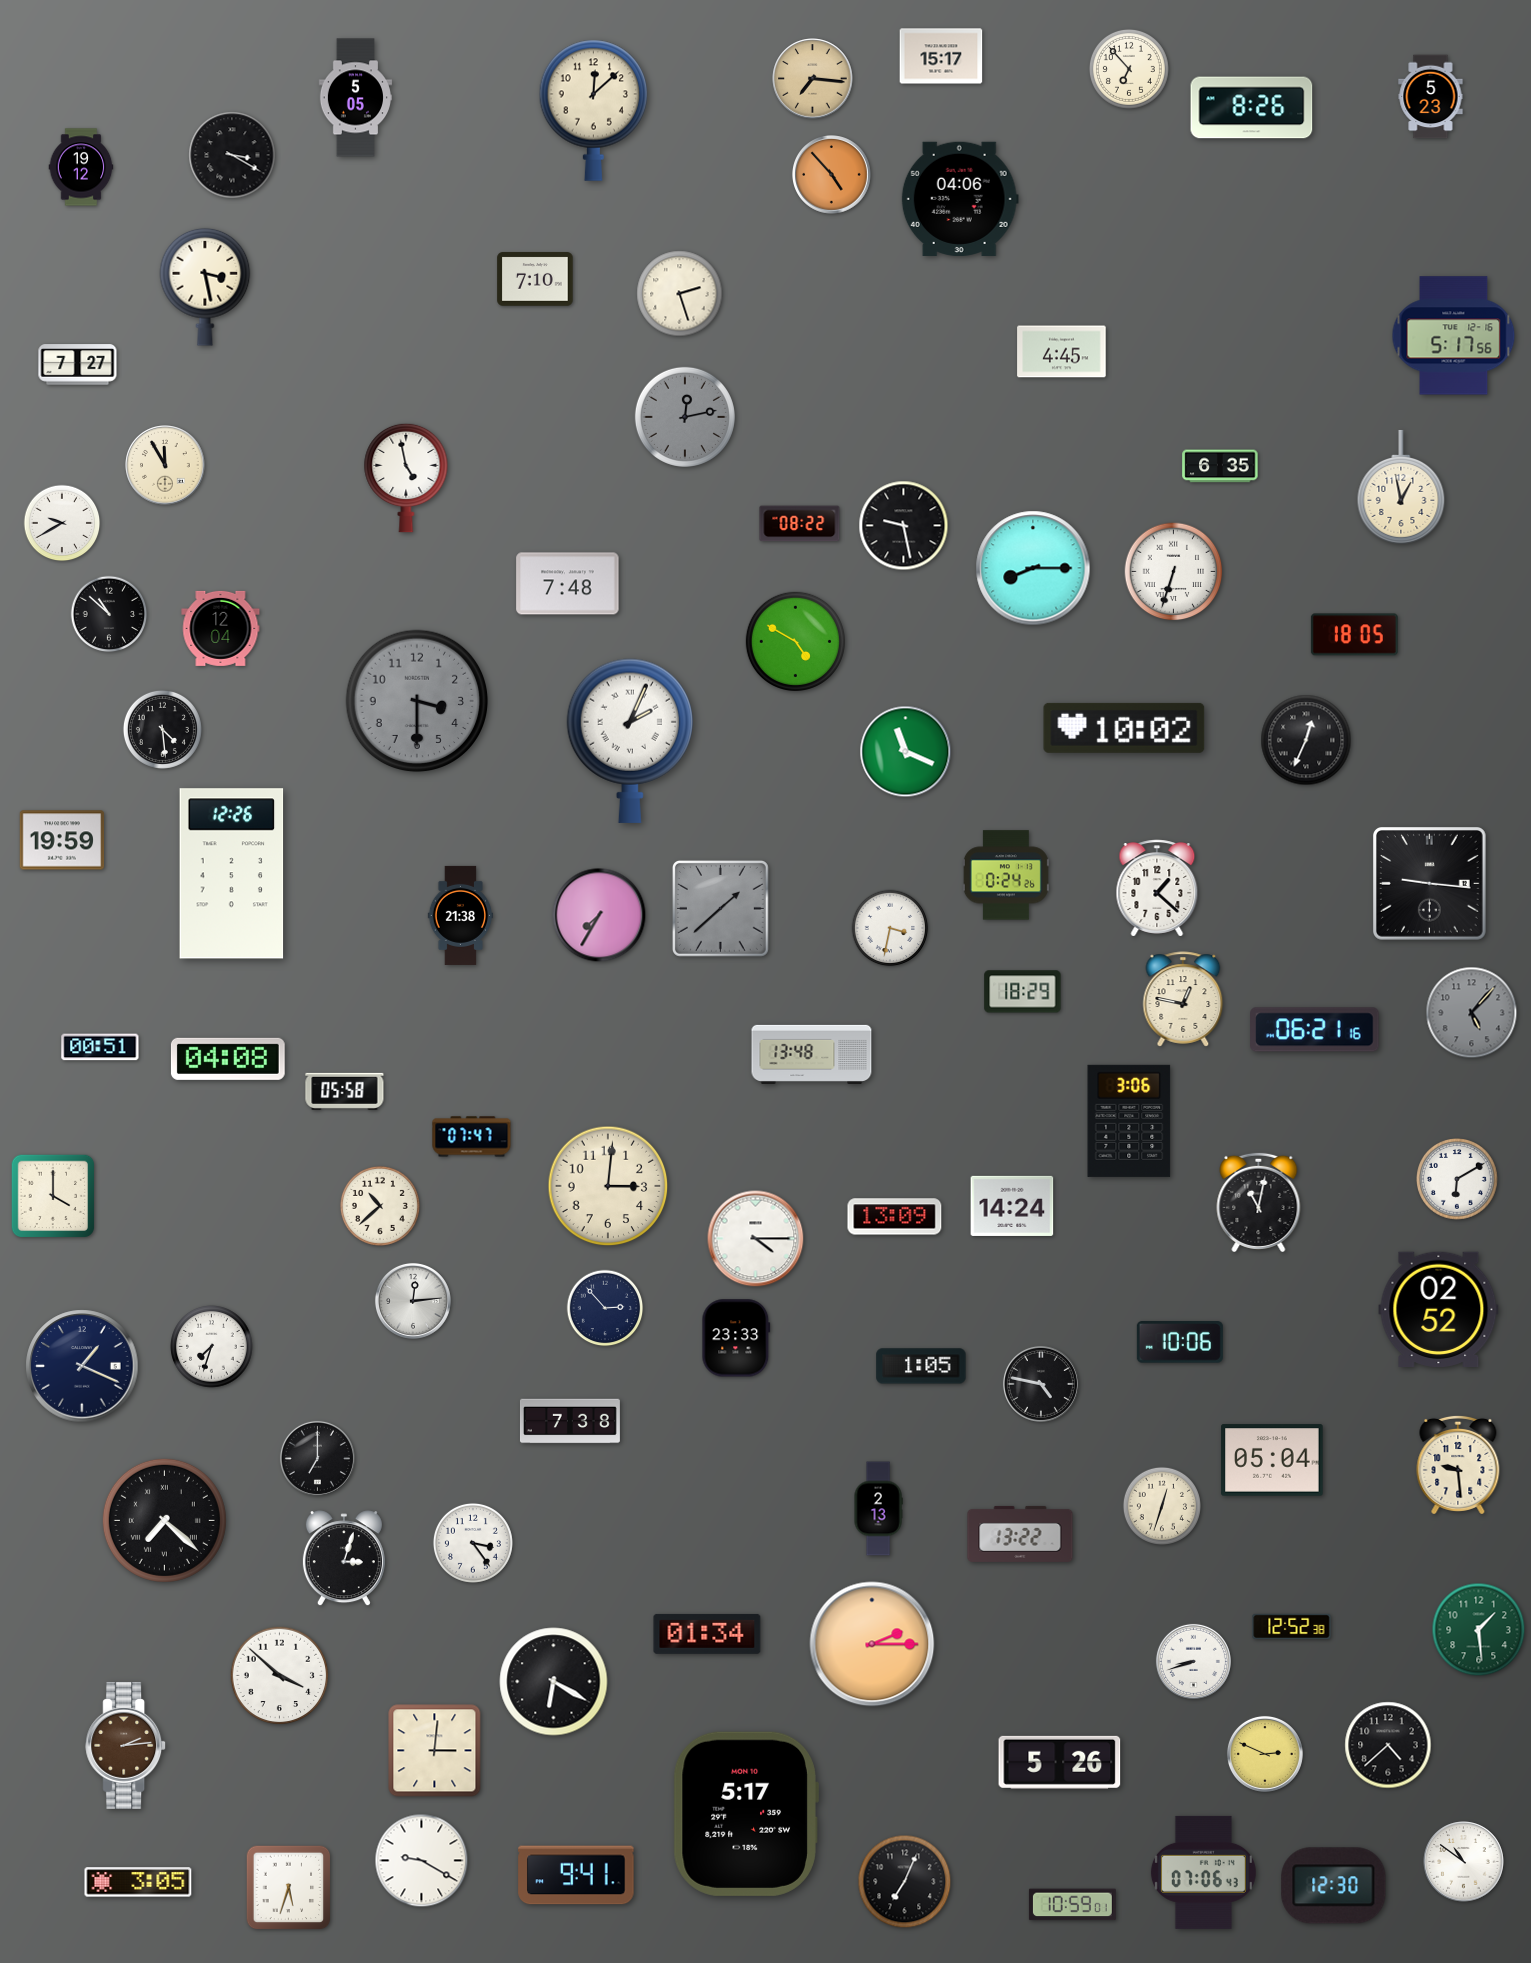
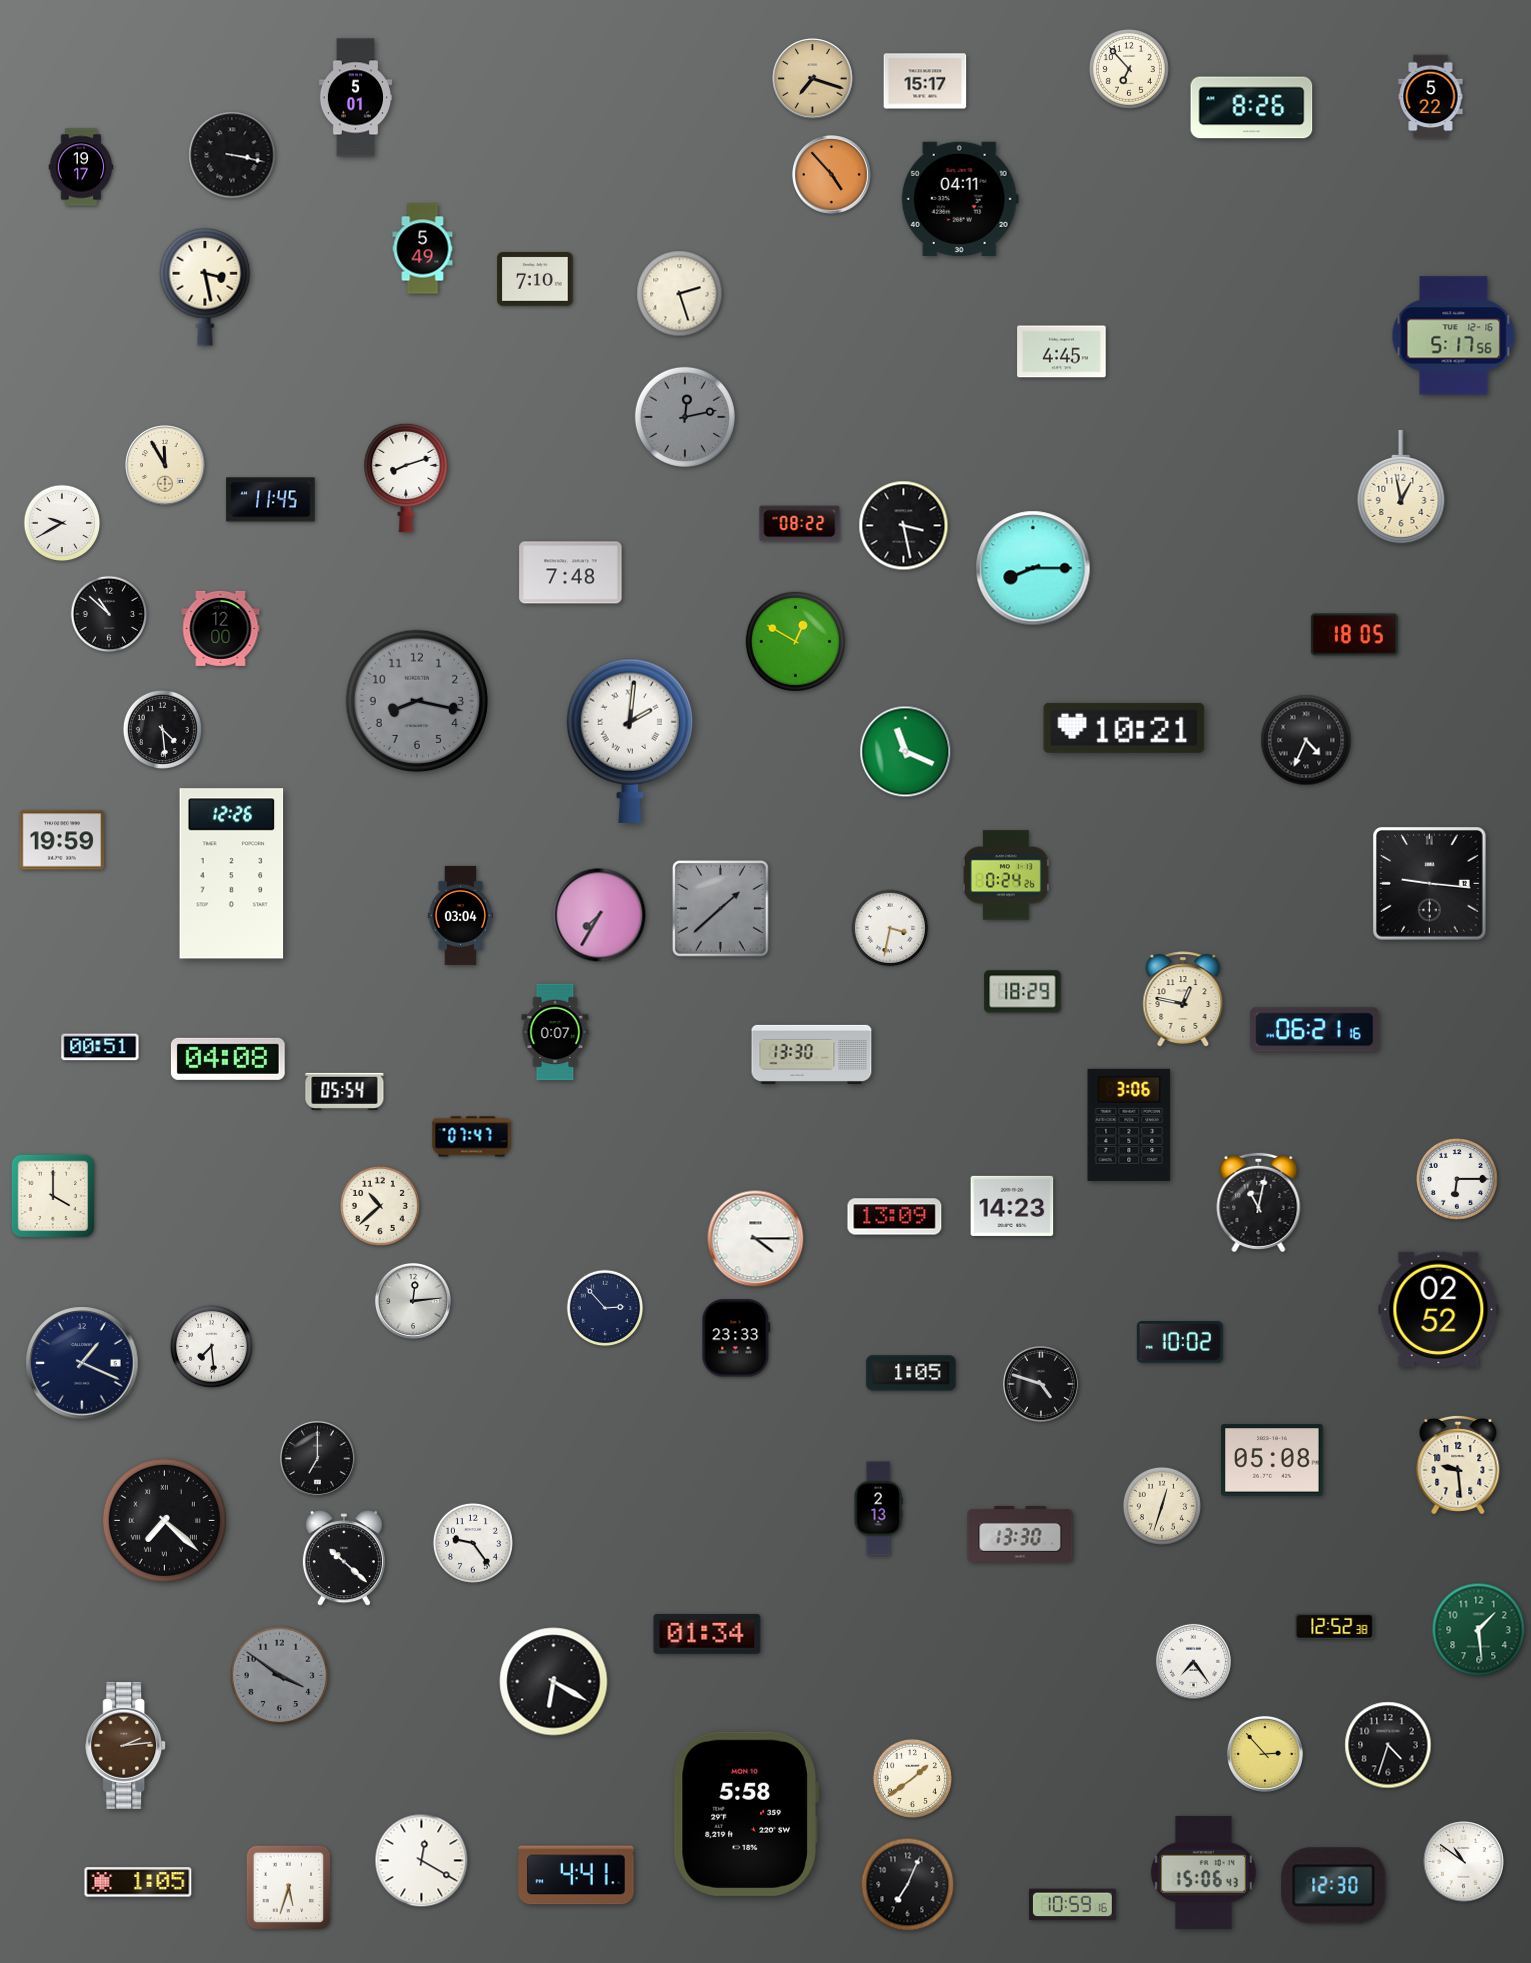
clock at (941, 56) position: (941, 56) -> (925, 81)
clock at (813, 79): 7:16 -> 7:18
clock at (1431, 97): 5:23 -> 5:22
clock at (355, 98): 5:05 -> 5:01
clock at (594, 110): 12:08 -> none
clock at (232, 155): 3:20 -> 3:17
clock at (81, 167): 19:12 -> 19:17
clock at (960, 199): 04:06 -> 04:11
clock at (423, 249): none -> 5:49
clock at (78, 365): 7:27 -> none
clock at (1220, 466): 6:35 -> none
clock at (406, 478): 4:58 -> 8:12
clock at (271, 500): none -> 11:45
clock at (904, 526): 9:28 -> 3:28
clock at (1174, 572): 6:33 -> none
clock at (568, 584) position: (568, 584) -> (571, 573)
clock at (221, 628): 12:04 -> 12:00
clock at (795, 641): 4:50 -> 12:50
clock at (417, 701): 3:30 -> 8:17
clock at (1124, 728): 10:02 -> 10:21
clock at (1306, 740): 12:34 -> 4:34
clock at (630, 741): 2:04 -> 2:01
clock at (1157, 888): 1:22 -> none
clock at (461, 915): 21:38 -> 03:04
clock at (1472, 1013): 5:07 -> none
clock at (555, 1032): none -> 0:07
clock at (812, 1054): 13:48 -> 13:30
clock at (345, 1091): 05:58 -> 05:54
clock at (1129, 1121) position: (1129, 1121) -> (1129, 1125)
clock at (1458, 1180): 6:10 -> 6:15
clock at (608, 1186): 3:01 -> none
clock at (1012, 1206): 14:24 -> 14:23
clock at (1180, 1342): 10:06 -> 10:02
clock at (212, 1347): 7:33 -> 7:29
clock at (82, 1366) position: (82, 1366) -> (82, 1363)
clock at (921, 1366) position: (921, 1366) -> (911, 1373)
clock at (1041, 1384): 4:47 -> 4:48
clock at (570, 1421): 7:38 -> none
clock at (1272, 1460): 05:04 -> 05:08
clock at (1020, 1534): 13:22 -> 13:30
clock at (473, 1543): 3:24 -> 9:24
clock at (344, 1559): 3:03 -> 10:22
clock at (1292, 1627) position: (1292, 1627) -> (1335, 1627)
clock at (872, 1644): 2:15 -> none
clock at (1193, 1661): 8:42 -> 7:24
clock at (280, 1676): 3:52 -> 3:51
clock at (280, 1676) dial: white -> grey
clock at (1388, 1745): 4:38 -> 4:33
clock at (435, 1751): 3:01 -> none
clock at (1265, 1754): 2:49 -> 2:53
clock at (1060, 1762): 5:26 -> none
clock at (912, 1778): none -> 1:39
clock at (746, 1814): 5:17 -> 5:58
clock at (422, 1861): 9:20 -> 12:20
clock at (1203, 1872): 07:06 -> 15:06
clock at (576, 1875): 9:41 -> 4:41
clock at (138, 1882): 3:05 -> 1:05
clock at (905, 1882) position: (905, 1882) -> (908, 1885)
clock at (1072, 1905): 10:59:01 -> 10:59:16
